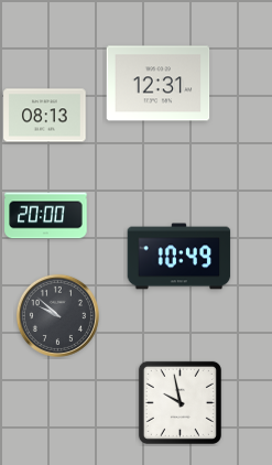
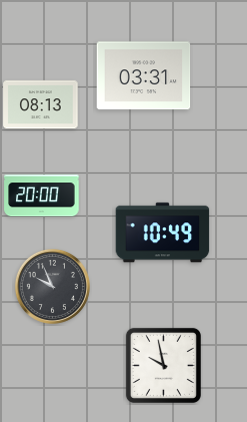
clock at (159, 84): 12:31 -> 03:31
clock at (57, 315): 9:52 -> 9:56
